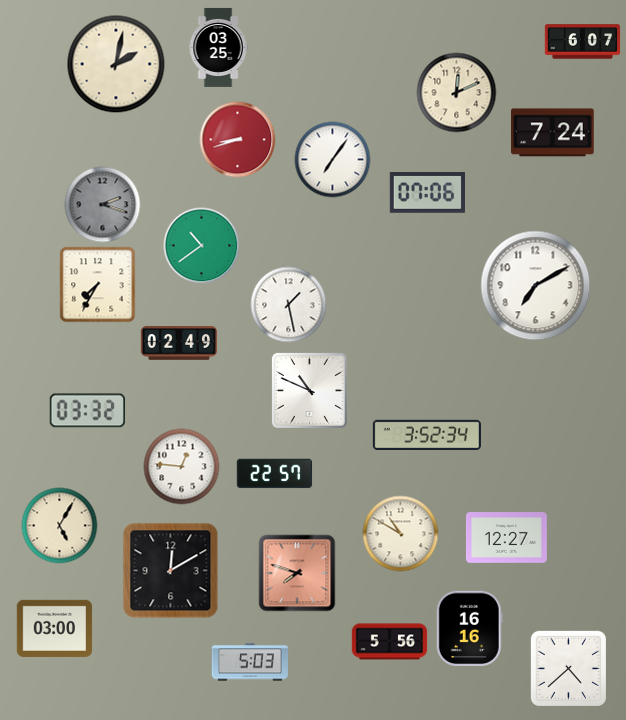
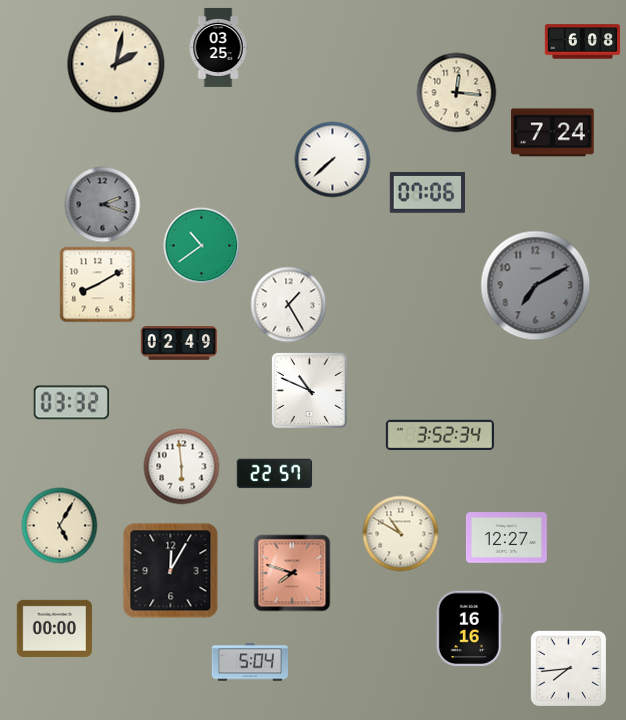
clock at (583, 42): 6:07 -> 6:08
clock at (457, 93): 12:11 -> 12:16
clock at (238, 140): 8:42 -> none
clock at (333, 160): 7:06 -> 7:38
clock at (98, 285): 7:35 -> 8:10
clock at (536, 286) dial: white -> grey
clock at (289, 305): 1:28 -> 1:25
clock at (87, 411) position: (87, 411) -> (71, 403)
clock at (426, 435) position: (426, 435) -> (439, 435)
clock at (182, 467): 12:46 -> 5:59
clock at (171, 571): 12:10 -> 12:05
clock at (297, 573) position: (297, 573) -> (292, 573)
clock at (55, 628): 03:00 -> 00:00
clock at (390, 642): 5:56 -> none
clock at (249, 662): 5:03 -> 5:04
clock at (568, 668): 4:38 -> 7:44
